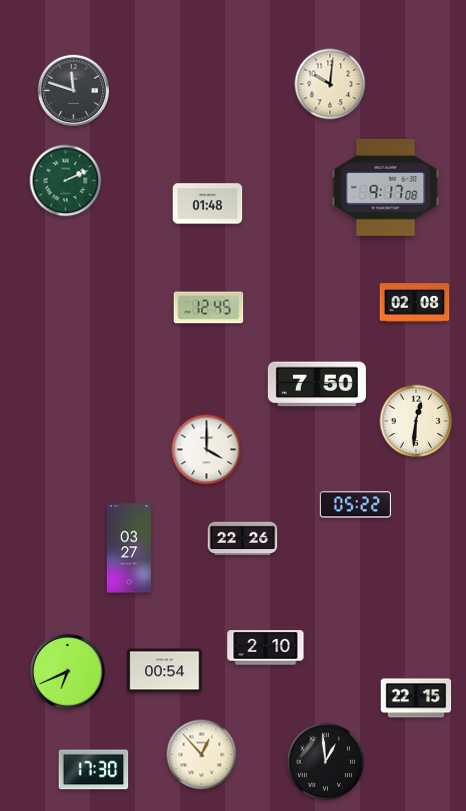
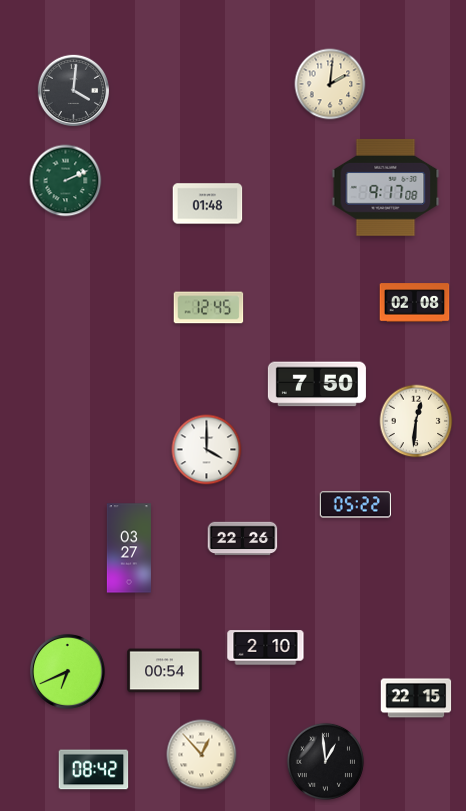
clock at (330, 84): 10:01 -> 2:01
clock at (73, 90): 11:48 -> 4:01
clock at (94, 770): 17:30 -> 08:42
